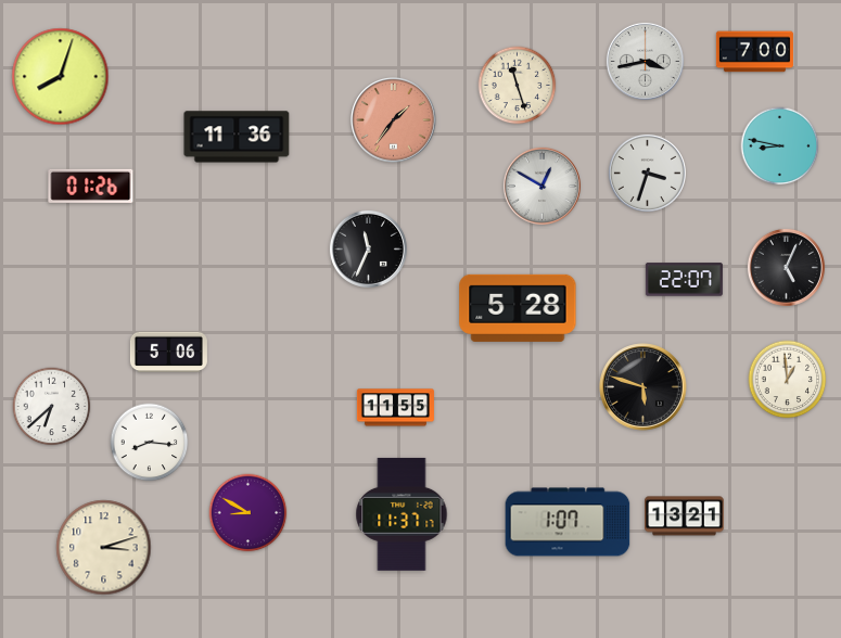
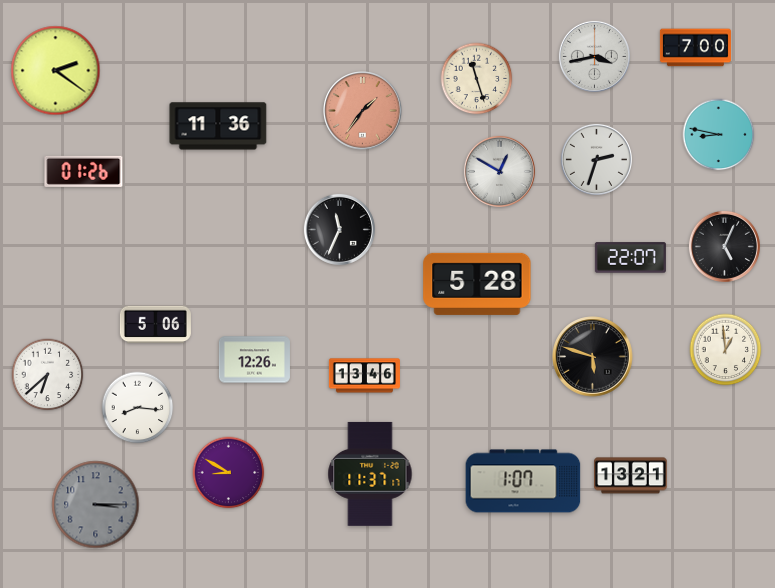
clock at (61, 77): 8:03 -> 2:21
clock at (647, 173): 3:33 -> 2:33
clock at (254, 360): none -> 12:26
clock at (395, 408): 11:55 -> 13:46
clock at (104, 548): 3:12 -> 3:15
clock at (104, 548) dial: cream -> grey
